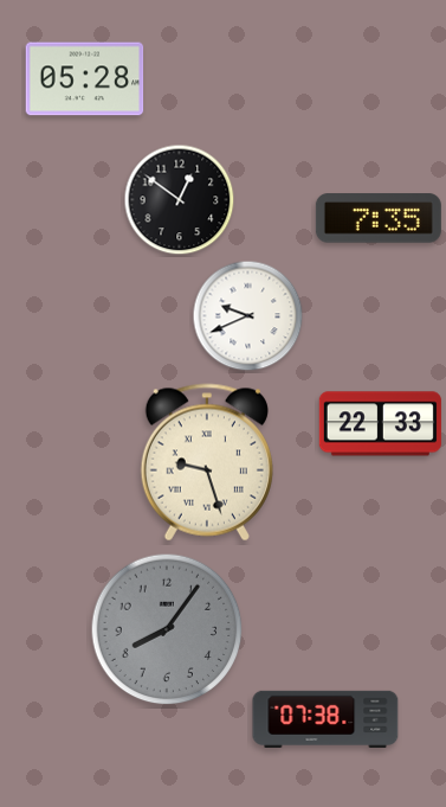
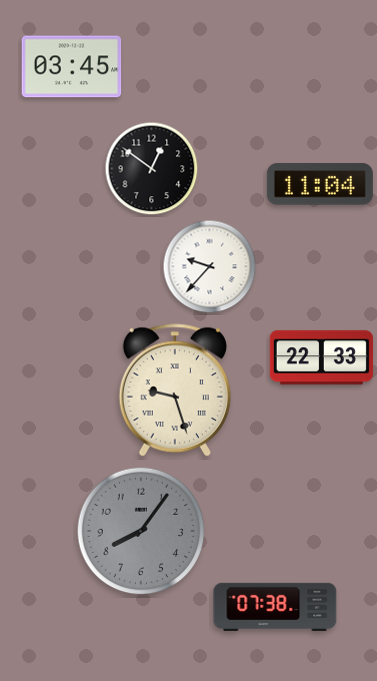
clock at (85, 79): 05:28 -> 03:45
clock at (379, 218): 7:35 -> 11:04
clock at (248, 316): 9:41 -> 9:37
